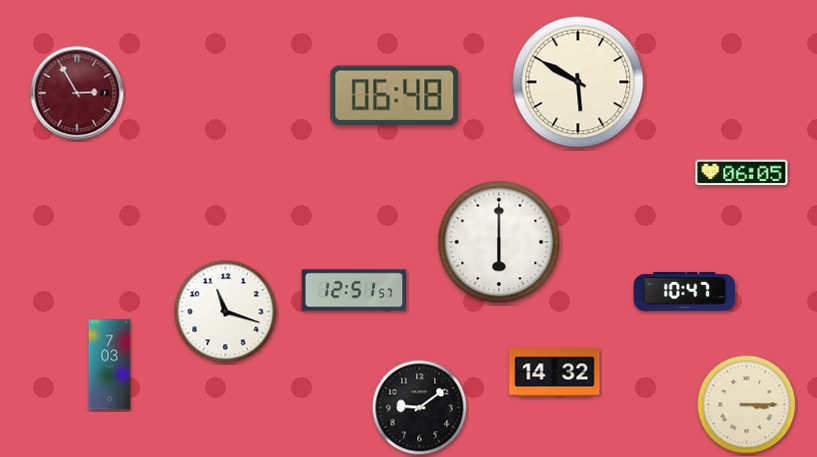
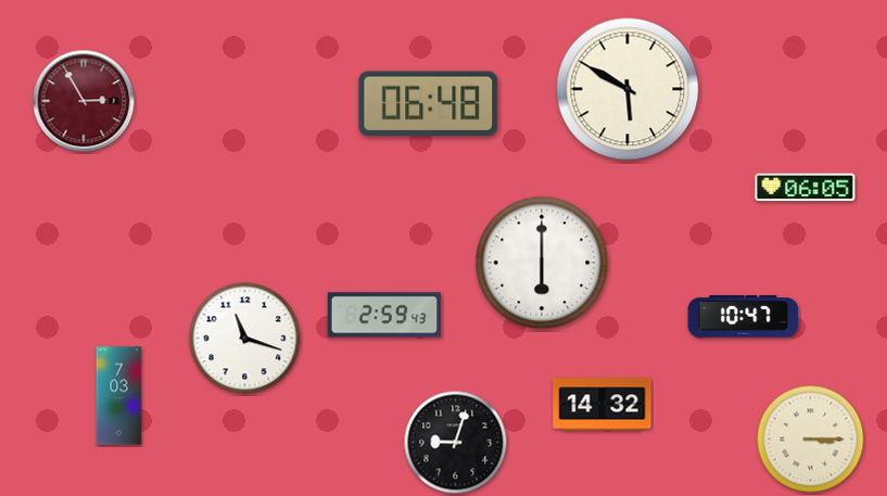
clock at (354, 290): 12:51 -> 2:59
clock at (420, 408): 9:09 -> 9:03
